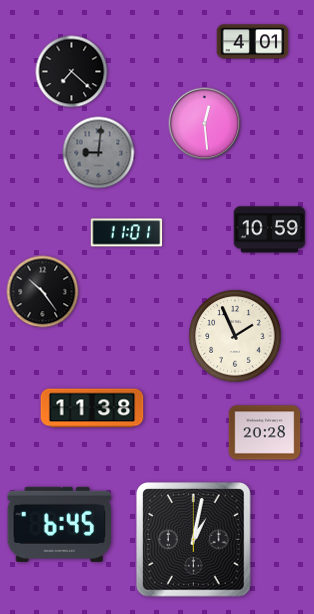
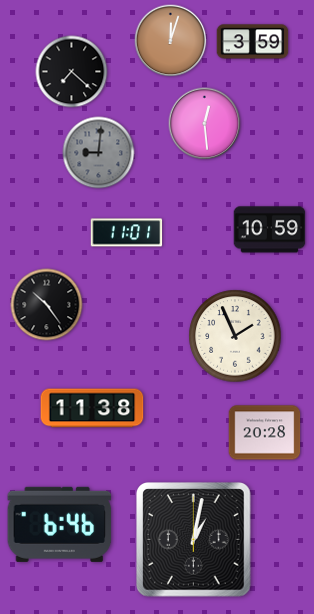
clock at (171, 41): none -> 12:03
clock at (253, 42): 4:01 -> 3:59
clock at (43, 292) position: (43, 292) -> (47, 305)
clock at (60, 524): 6:45 -> 6:46
